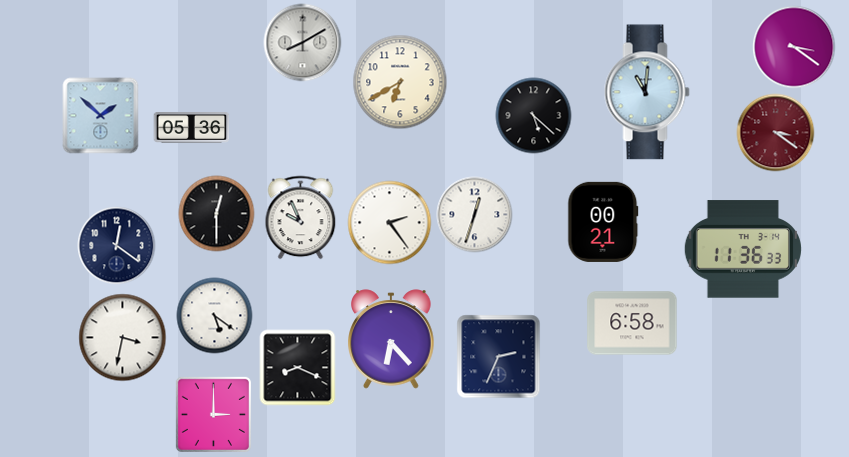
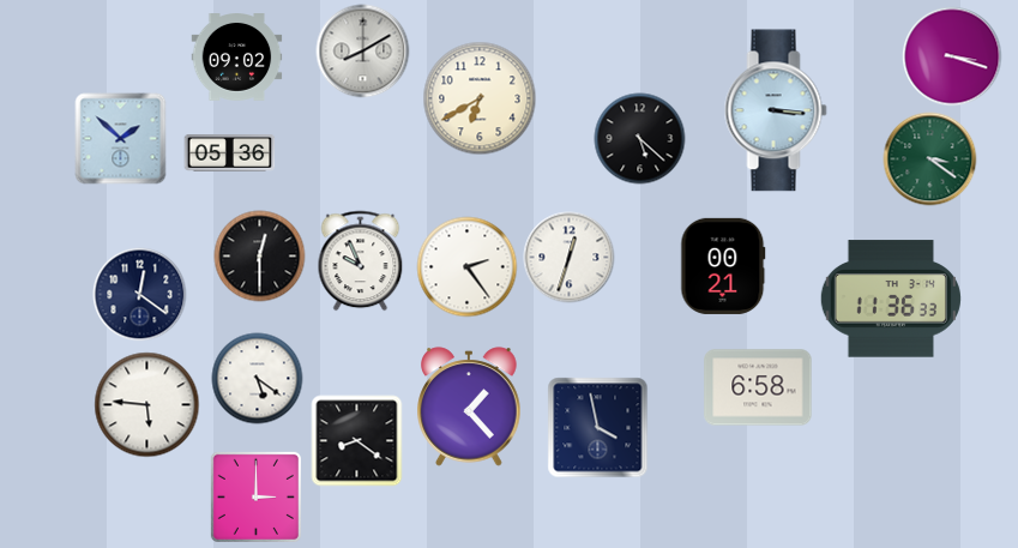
clock at (794, 47): 3:21 -> 3:18
clock at (237, 58): none -> 09:02
clock at (647, 92): 11:01 -> 3:16
clock at (776, 133) dial: burgundy -> green
clock at (123, 338): 3:32 -> 5:46
clock at (391, 339): 6:23 -> 1:23
clock at (499, 357): 2:34 -> 3:58
clock at (298, 368): 8:19 -> 8:21
